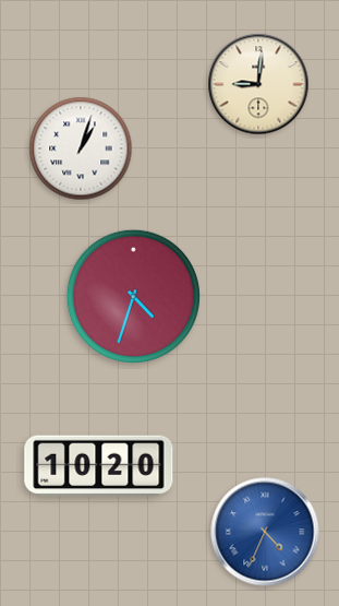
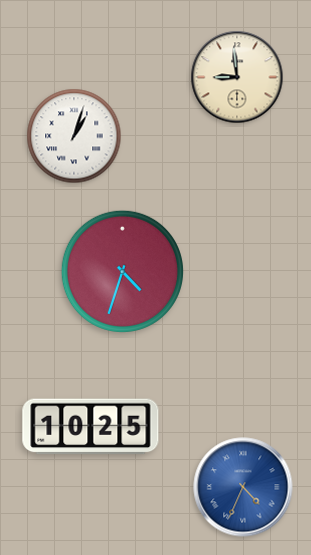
clock at (258, 84): 9:01 -> 8:59
clock at (99, 466): 10:20 -> 10:25
